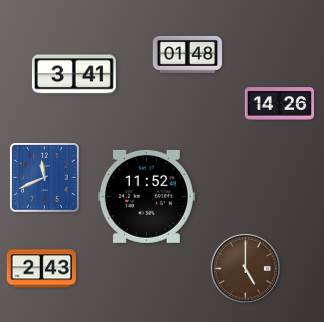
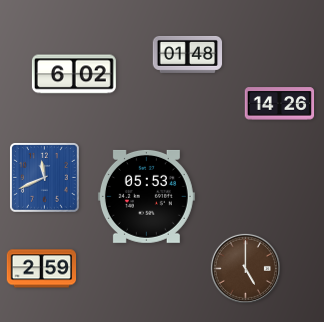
clock at (74, 74): 3:41 -> 6:02
clock at (146, 196): 11:52 -> 05:53
clock at (42, 269): 2:43 -> 2:59
